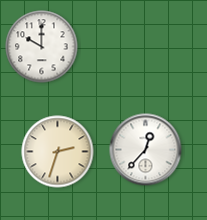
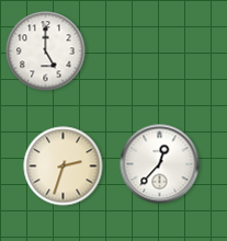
clock at (42, 47): 10:00 -> 5:00
